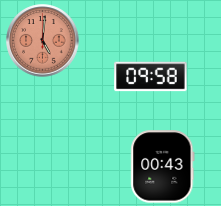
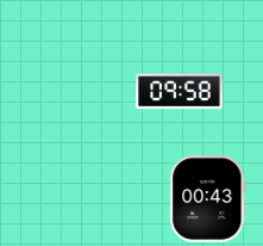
clock at (43, 41): 5:01 -> none
clock at (163, 167) position: (163, 167) -> (208, 199)
